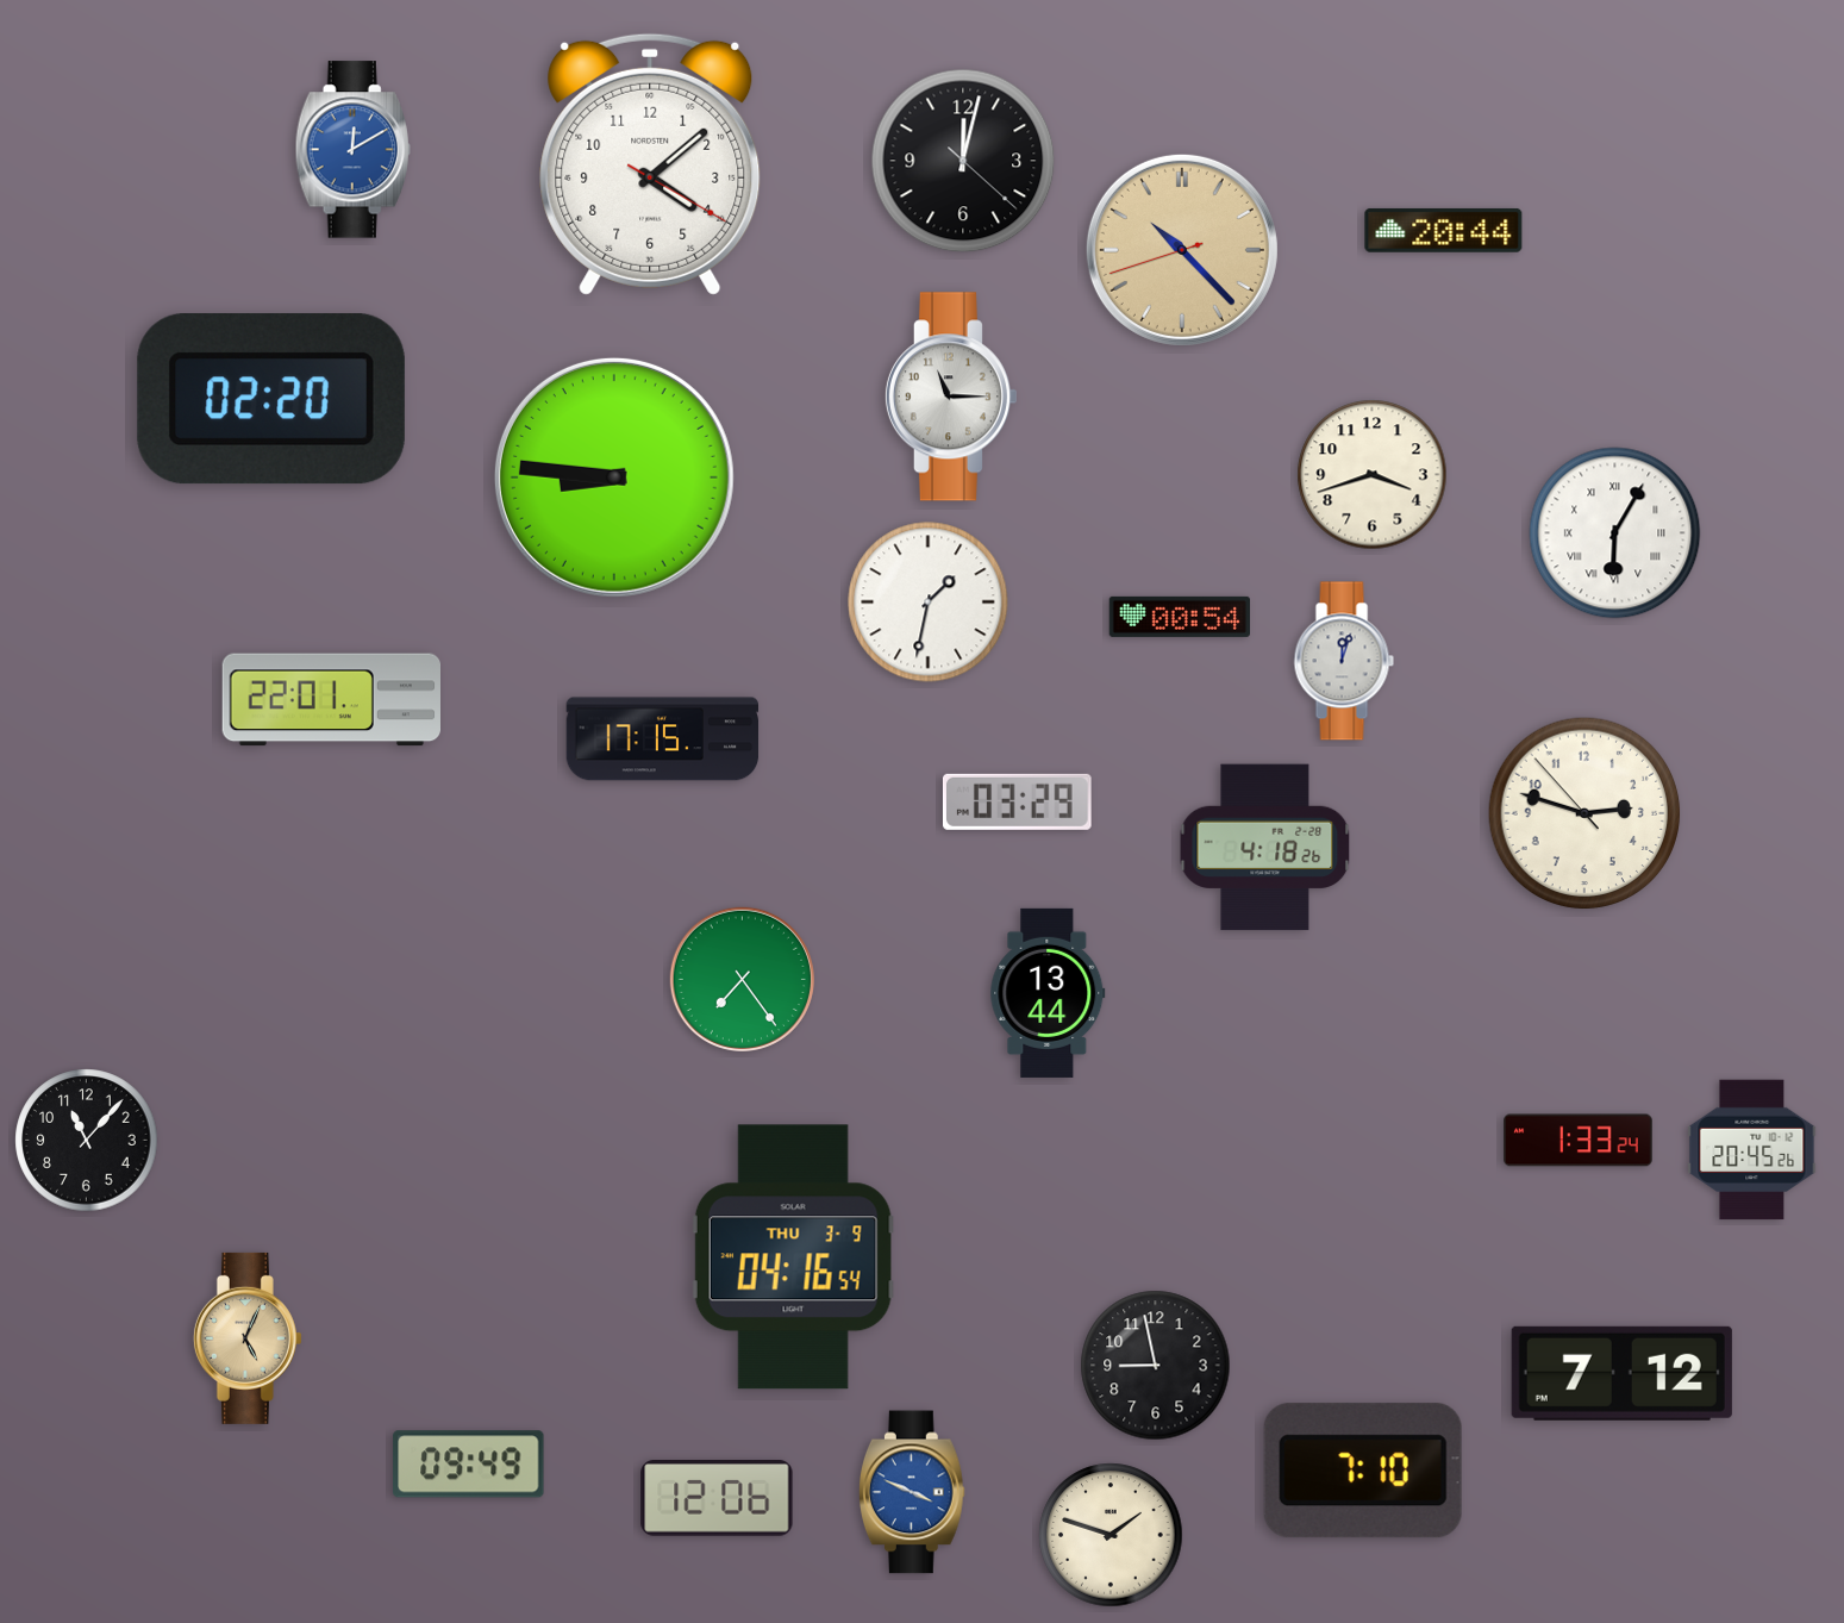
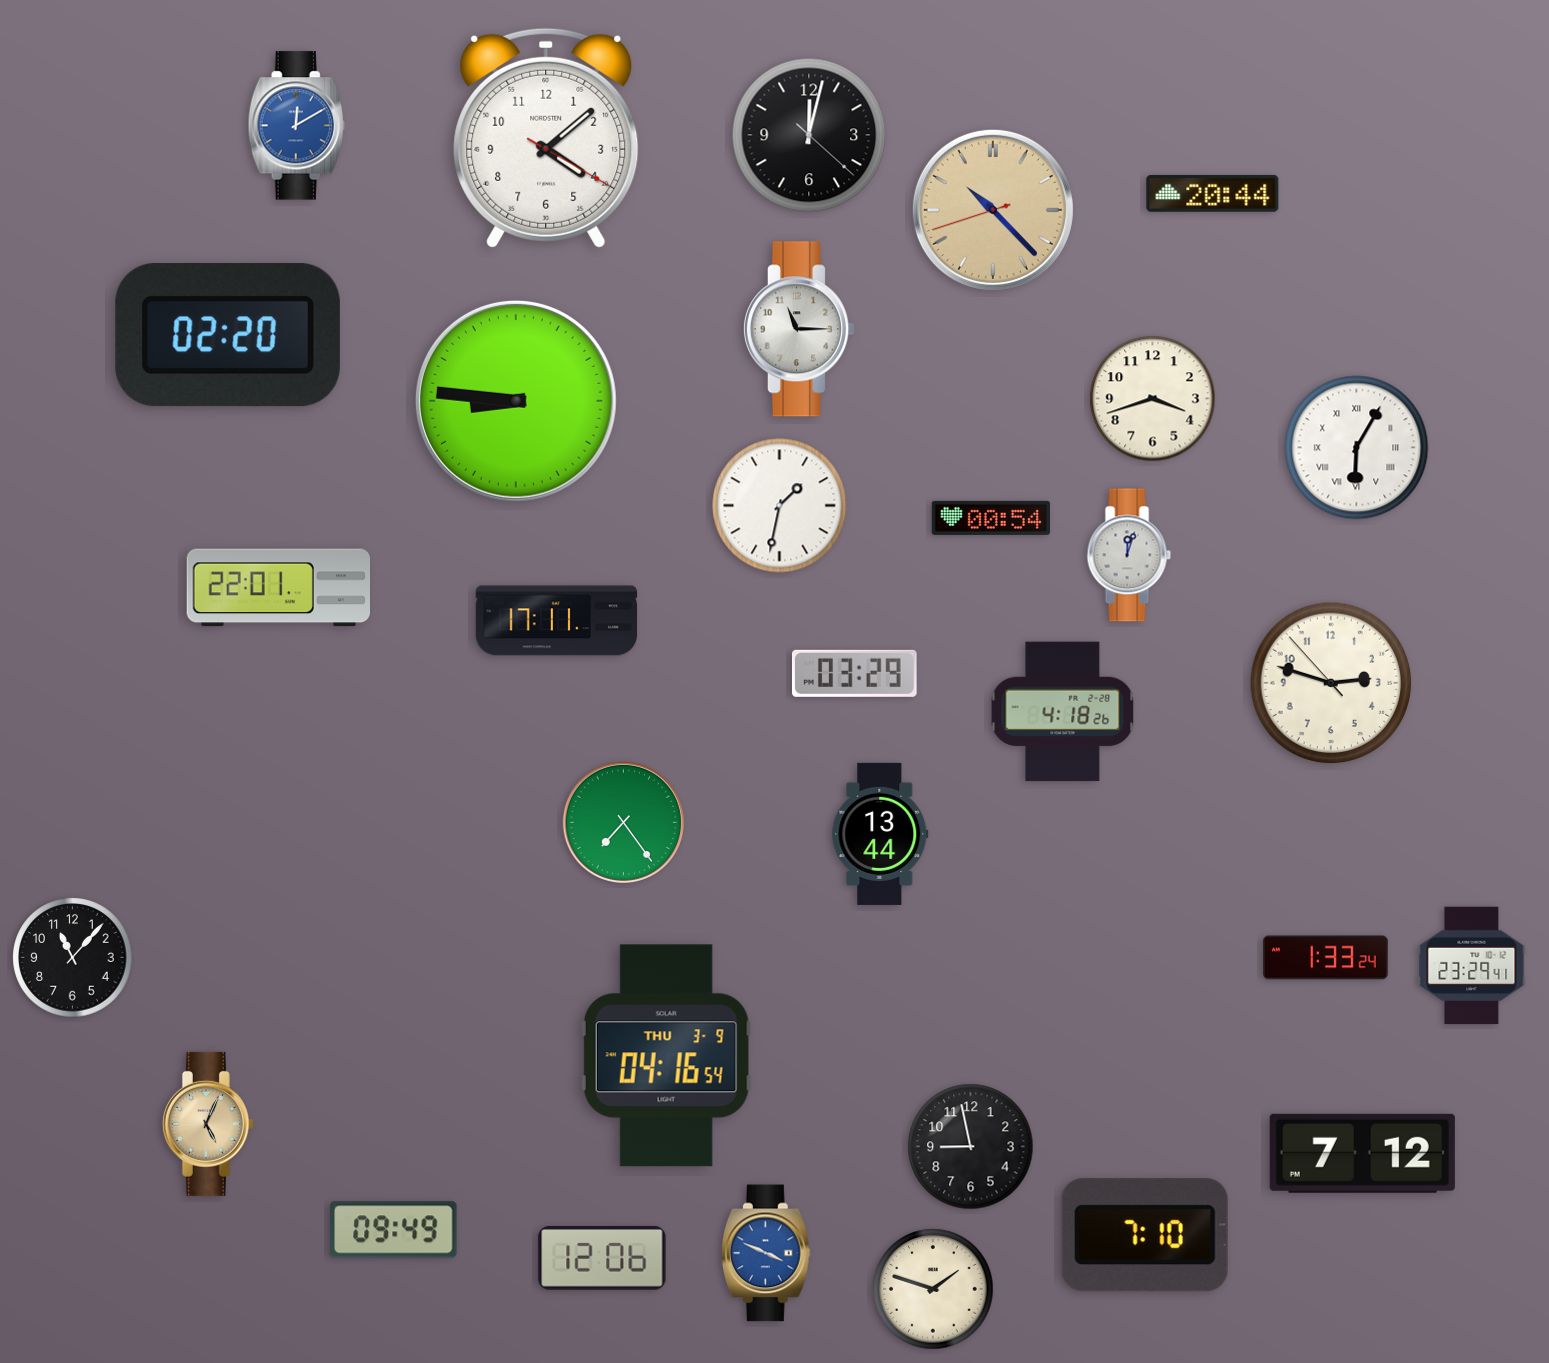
clock at (950, 397) position: (950, 397) -> (798, 329)
clock at (663, 739): 17:15 -> 17:11
clock at (1752, 1150): 20:45 -> 23:29
